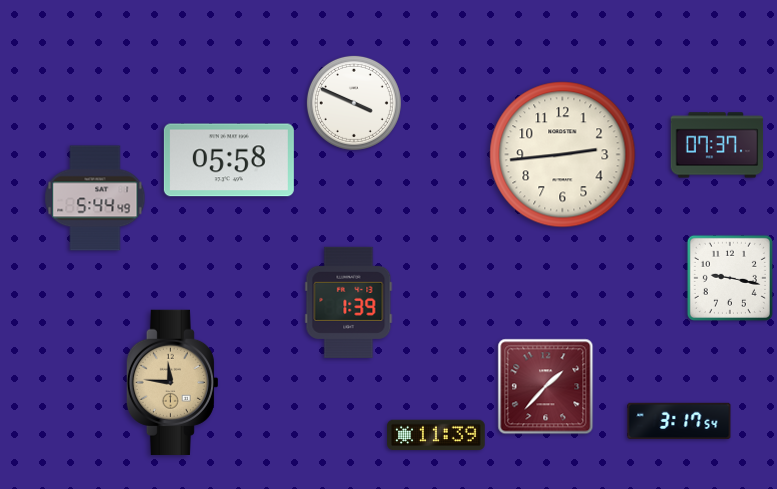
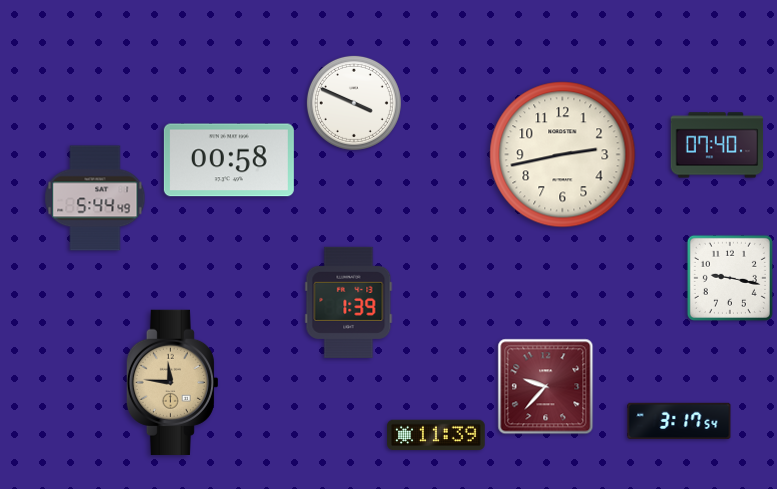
clock at (717, 145): 07:37 -> 07:40
clock at (563, 155): 2:44 -> 2:43
clock at (229, 160): 05:58 -> 00:58
clock at (546, 387): 1:37 -> 9:37
